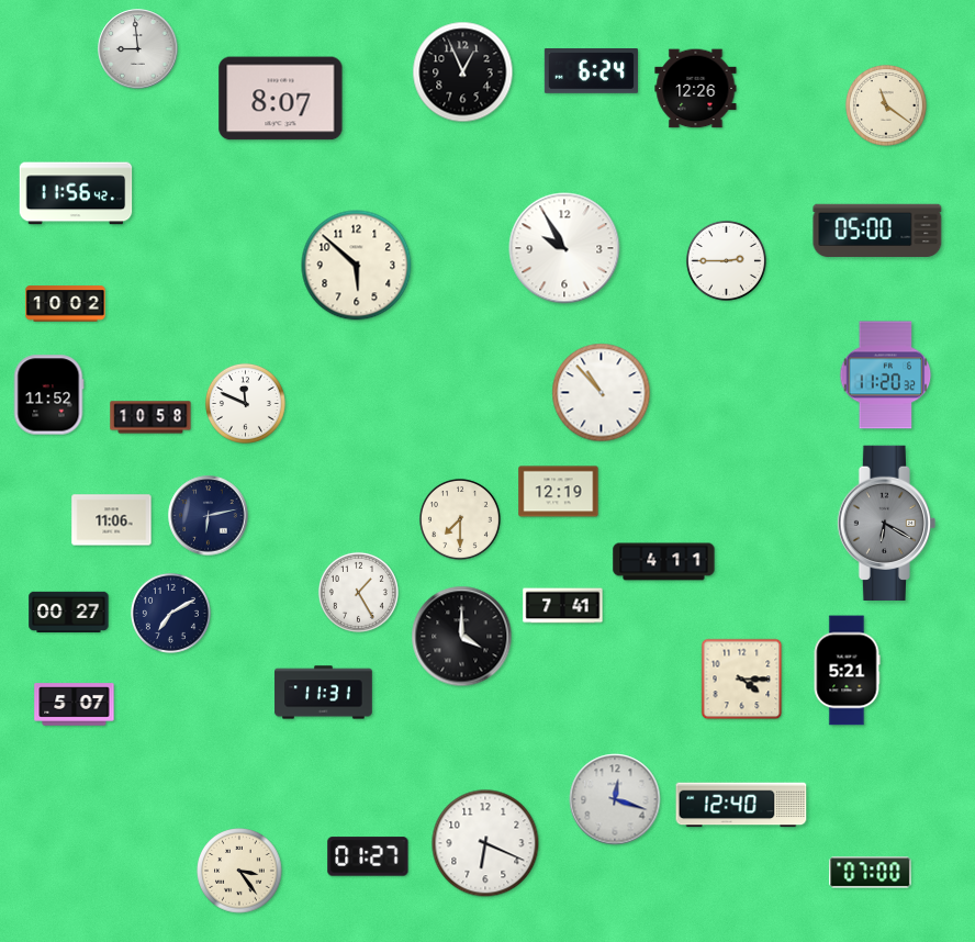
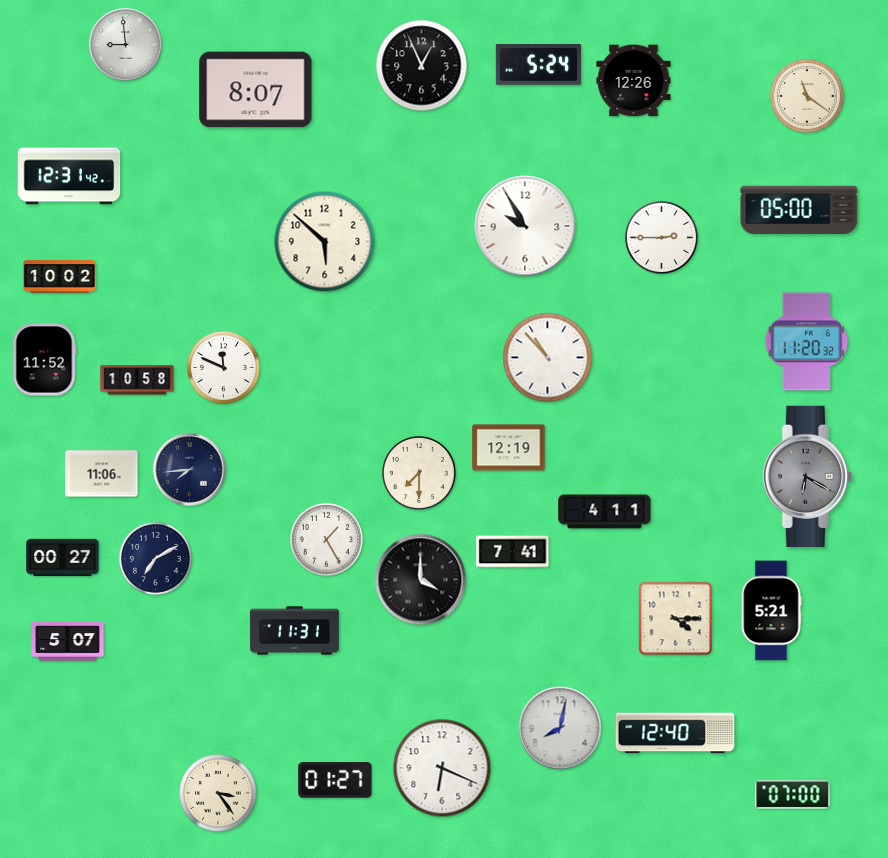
clock at (591, 71): 6:24 -> 5:24
clock at (76, 193): 11:56 -> 12:31
clock at (564, 248) position: (564, 248) -> (525, 226)
clock at (209, 516): 6:13 -> 7:44
clock at (615, 799): 12:18 -> 8:02
